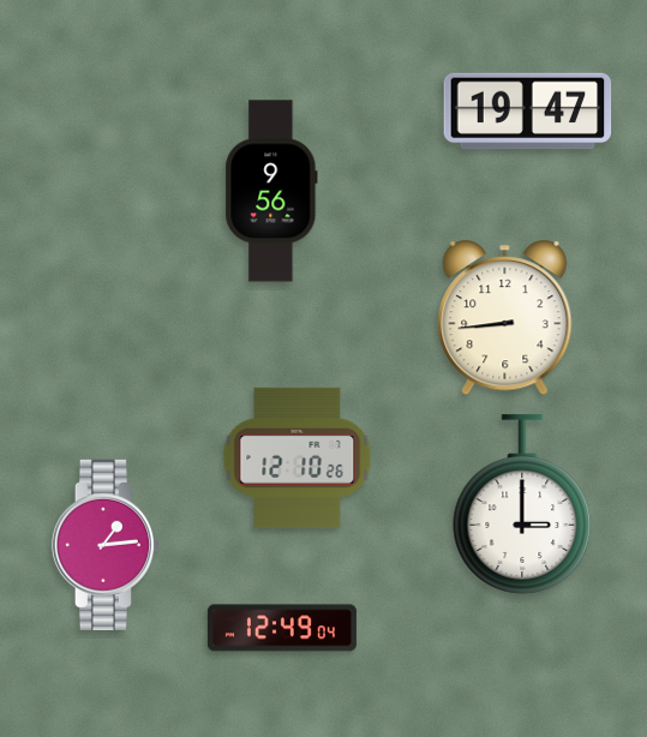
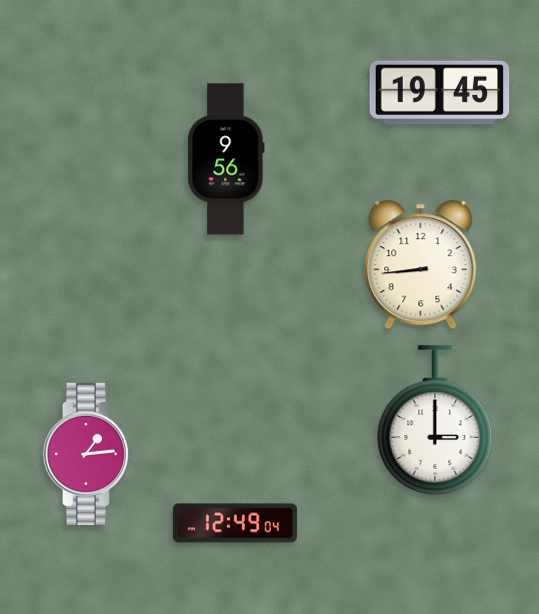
clock at (528, 112): 19:47 -> 19:45
clock at (298, 457): 12:10 -> none
